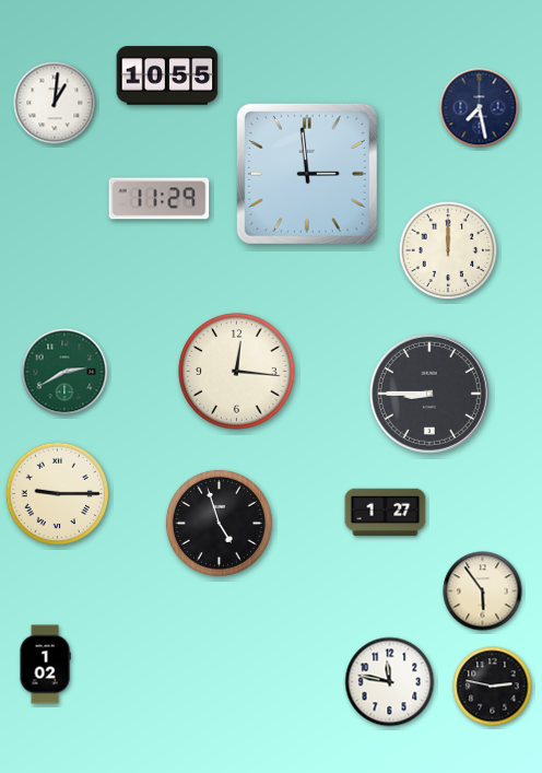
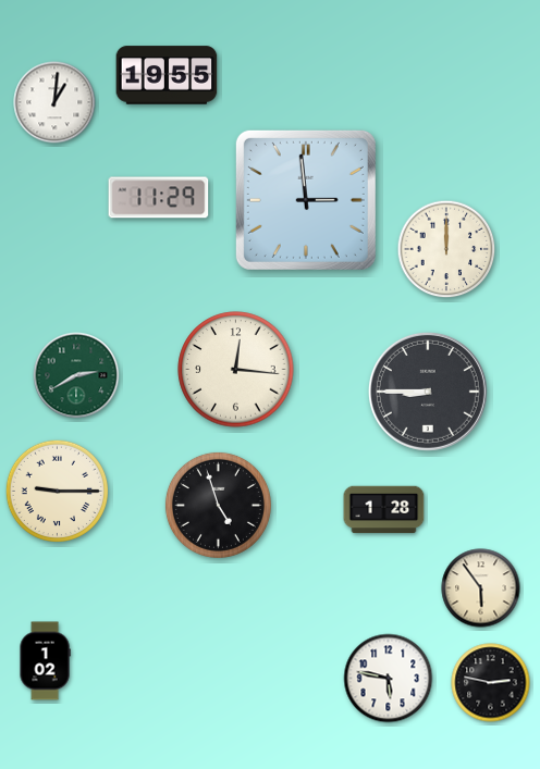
clock at (167, 75): 10:55 -> 19:55
clock at (480, 108): 7:28 -> none
clock at (307, 174) position: (307, 174) -> (306, 200)
clock at (64, 372) position: (64, 372) -> (76, 375)
clock at (386, 513): 1:27 -> 1:28
clock at (219, 523) position: (219, 523) -> (218, 505)
clock at (390, 682): 11:47 -> 5:47
